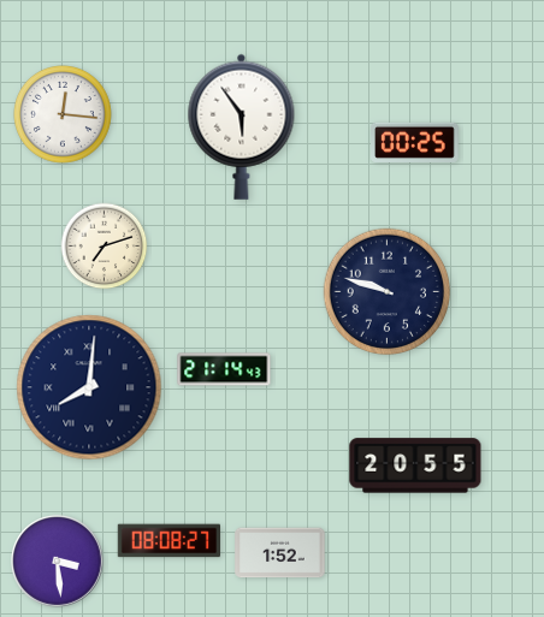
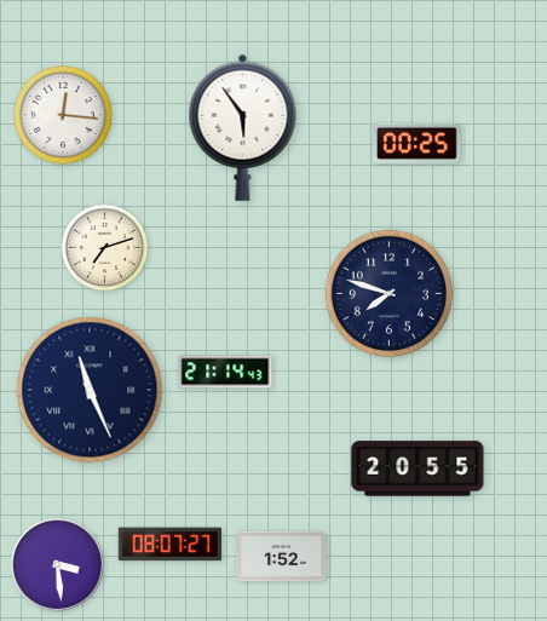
clock at (388, 292): 9:48 -> 7:48
clock at (89, 387): 8:01 -> 11:26
clock at (168, 541): 08:08 -> 08:07
